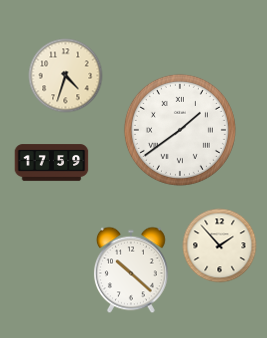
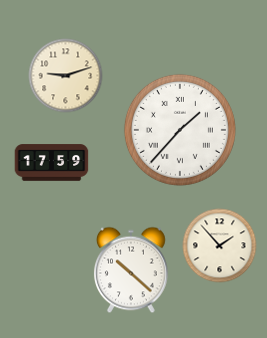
clock at (66, 76): 4:33 -> 9:12
clock at (180, 130): 1:39 -> 1:37
